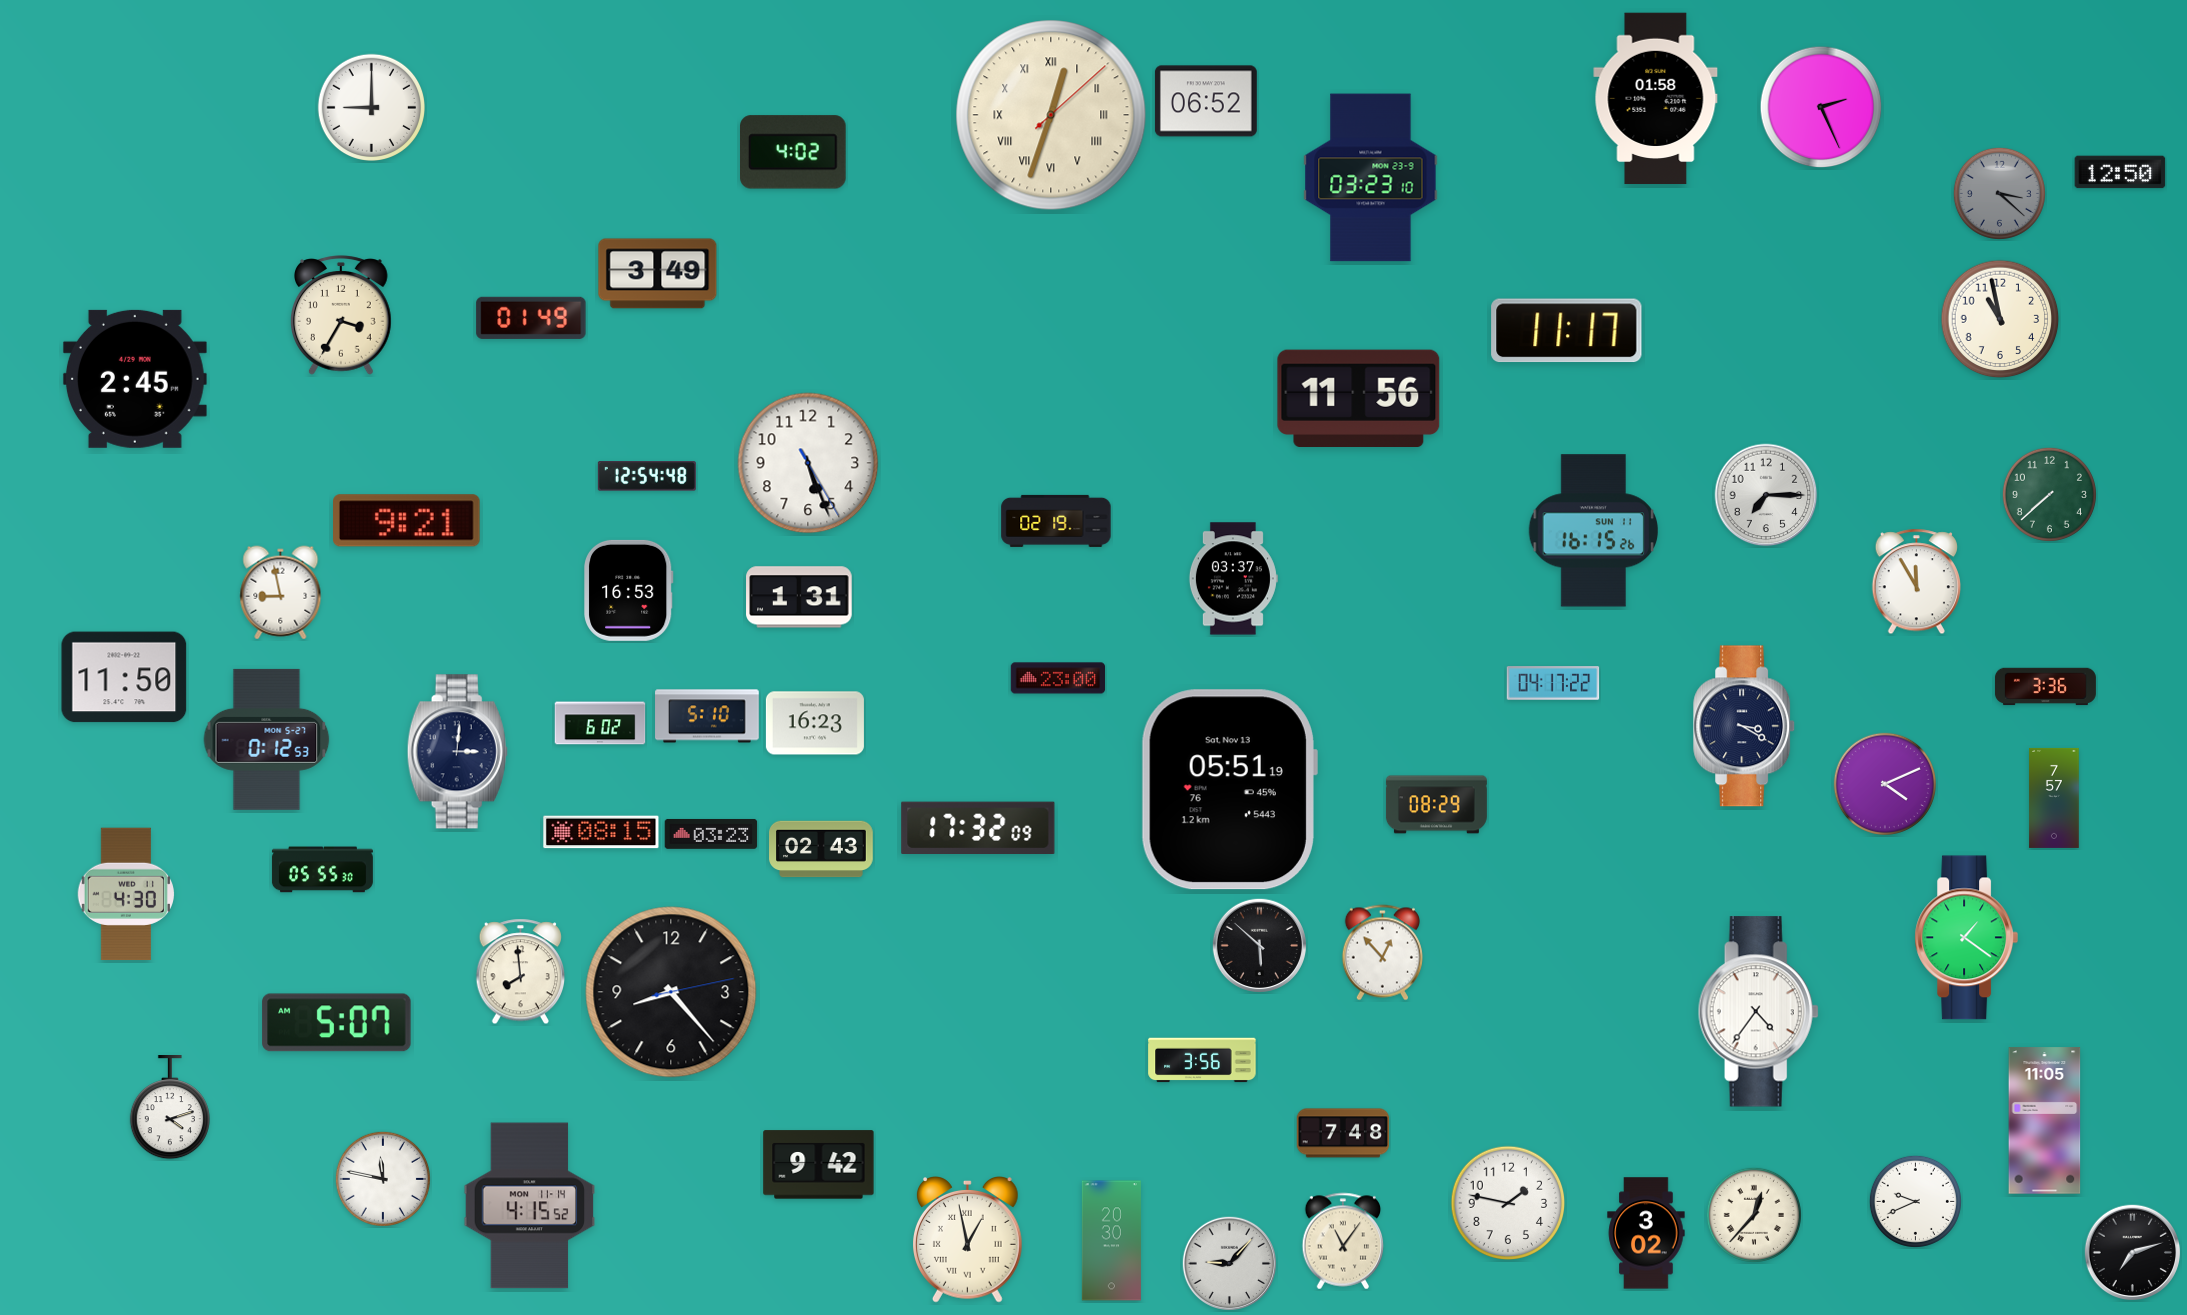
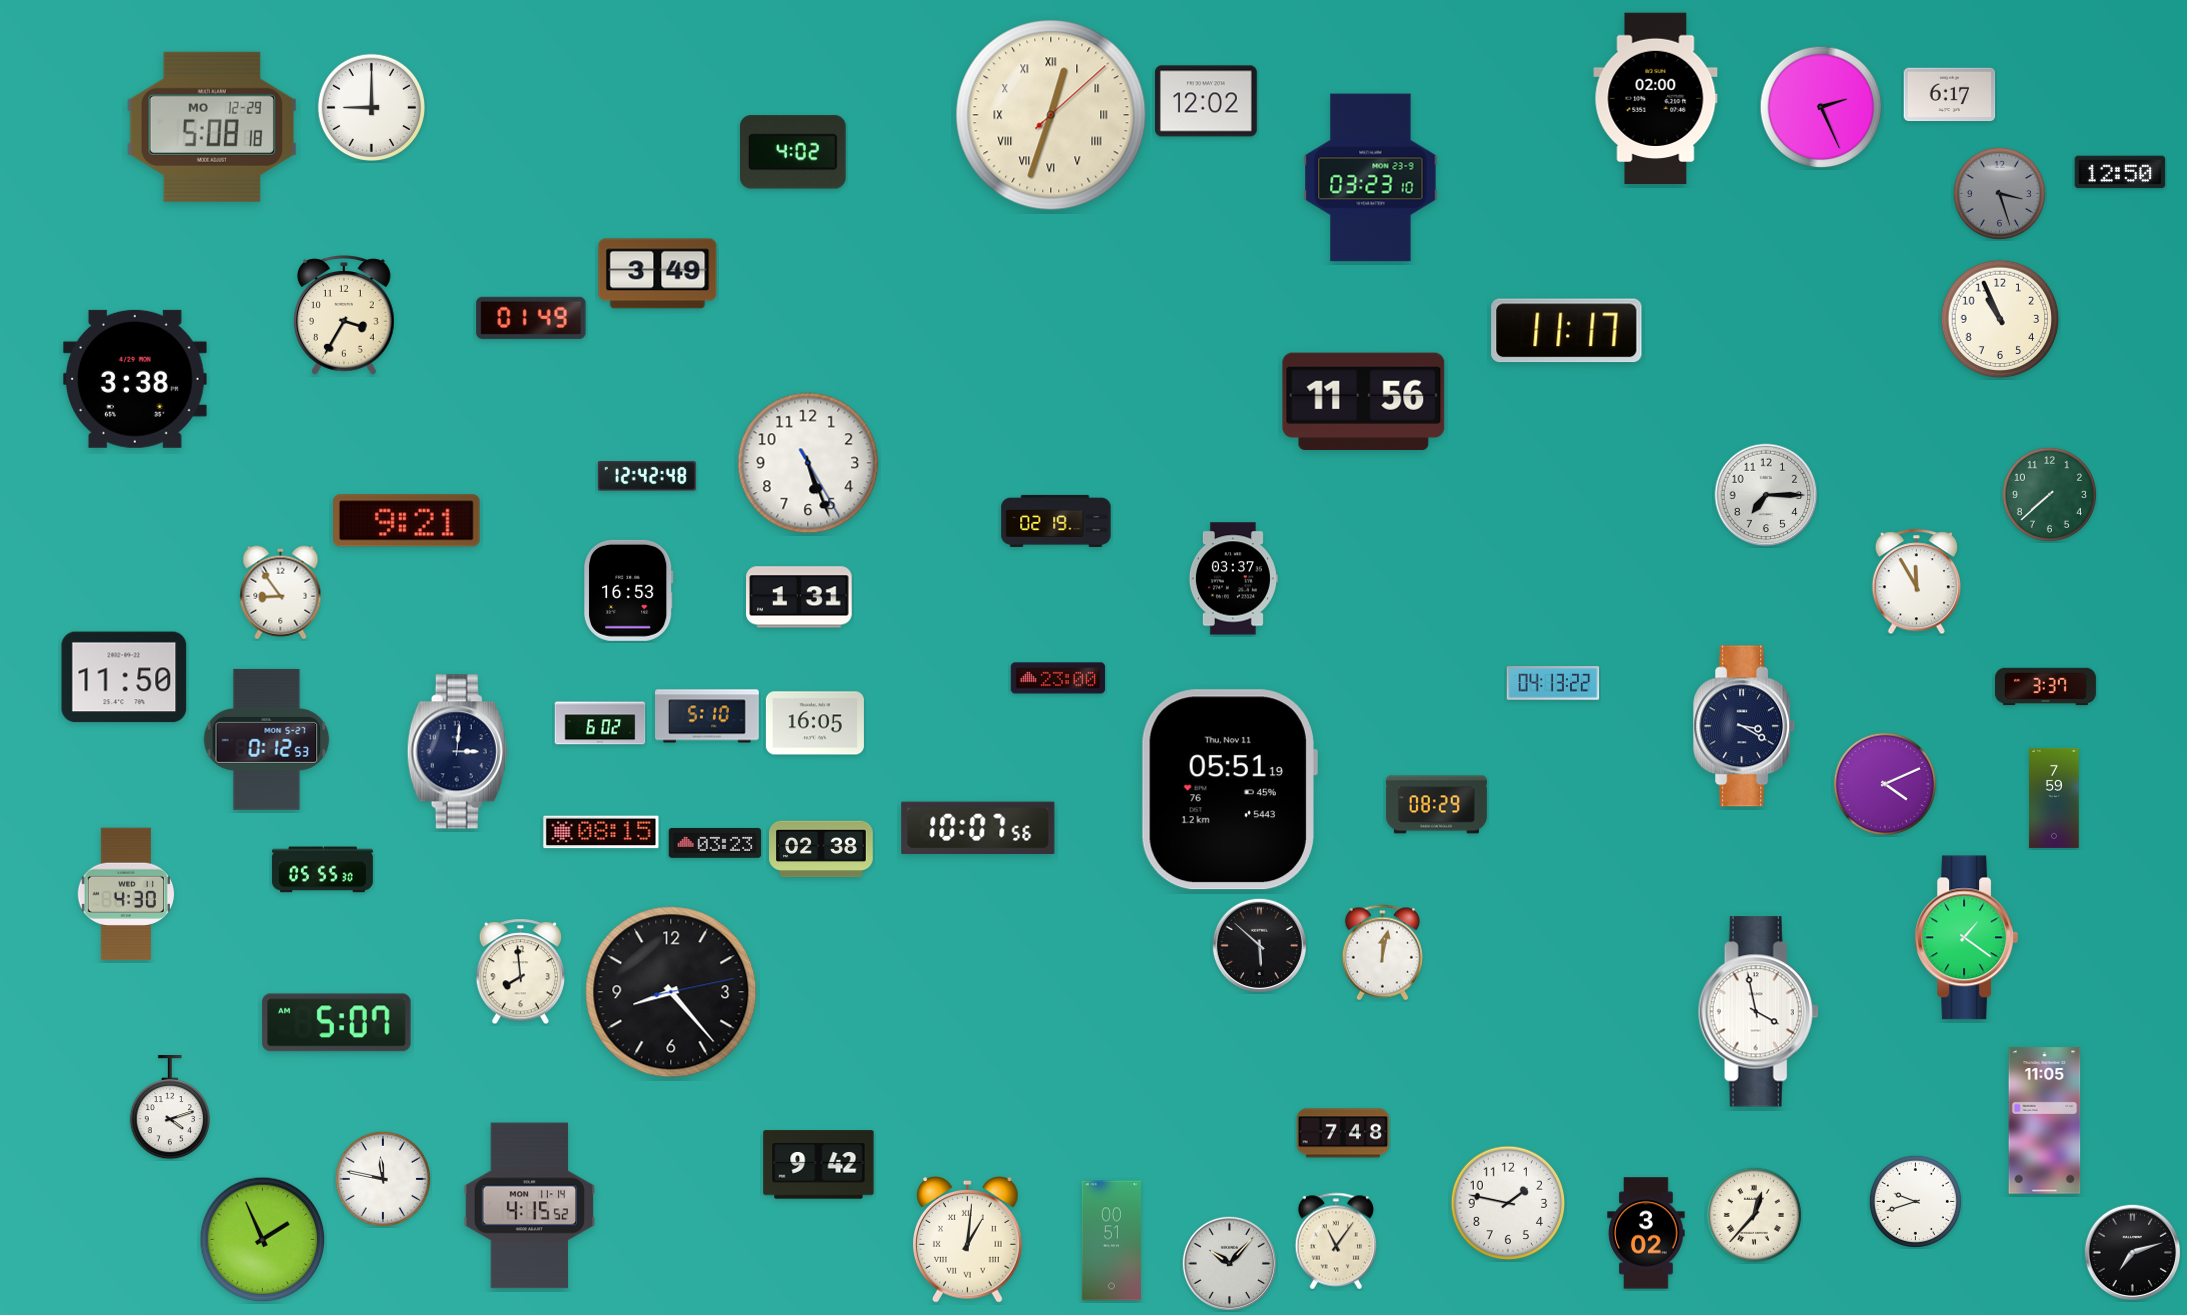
clock at (1950, 95): none -> 6:17
clock at (1656, 99): 01:58 -> 02:00
clock at (1206, 101): 06:52 -> 12:02
clock at (212, 127): none -> 5:08
clock at (1999, 193): 3:22 -> 3:27
clock at (342, 315) position: (342, 315) -> (345, 315)
clock at (2000, 319): 10:58 -> 10:56
clock at (135, 379): 2:45 -> 3:38
clock at (1359, 399) position: (1359, 399) -> (1364, 402)
clock at (647, 476): 12:54 -> 12:42
clock at (1593, 531): 16:15 -> none
clock at (281, 593): 8:58 -> 8:54
clock at (1553, 683): 04:17 -> 04:13
clock at (2045, 687): 3:36 -> 3:37
clock at (815, 723): 16:23 -> 16:05
clock at (1229, 790) date: Sat, Nov 13 -> Thu, Nov 11
clock at (2054, 798): 7:57 -> 7:59
clock at (978, 827): 17:32 -> 10:07
clock at (711, 834) position: (711, 834) -> (715, 843)
clock at (821, 849): 02:43 -> 02:38
clock at (1382, 953): 12:53 -> 12:02
clock at (1758, 1012): 4:36 -> 3:58
clock at (1202, 1060): 3:56 -> none
clock at (1915, 1201): 9:41 -> 9:42
clock at (263, 1240): none -> 1:56
clock at (968, 1240): 12:58 -> 1:01
clock at (1111, 1241): 20:30 -> 00:51
clock at (1343, 1241) position: (1343, 1241) -> (1336, 1241)
clock at (1229, 1263): 9:07 -> 10:07
